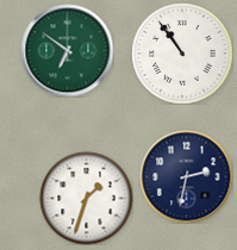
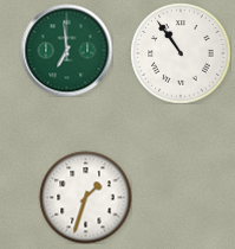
clock at (67, 50): 6:51 -> 6:59
clock at (186, 176): 2:32 -> none
